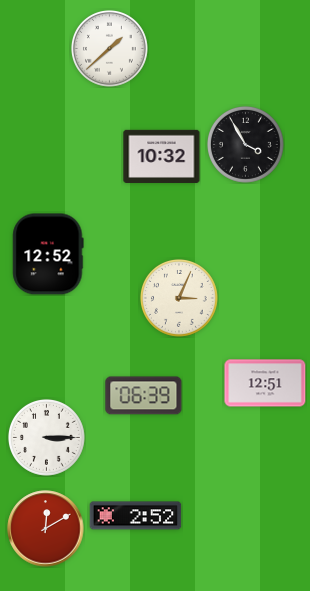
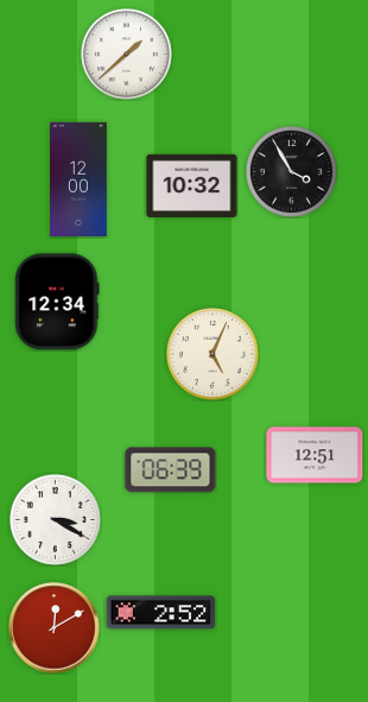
clock at (109, 48) position: (109, 48) -> (126, 53)
clock at (80, 179): none -> 12:00
clock at (48, 254): 12:52 -> 12:34
clock at (179, 298): 3:04 -> 5:04
clock at (46, 437): 3:15 -> 3:20
